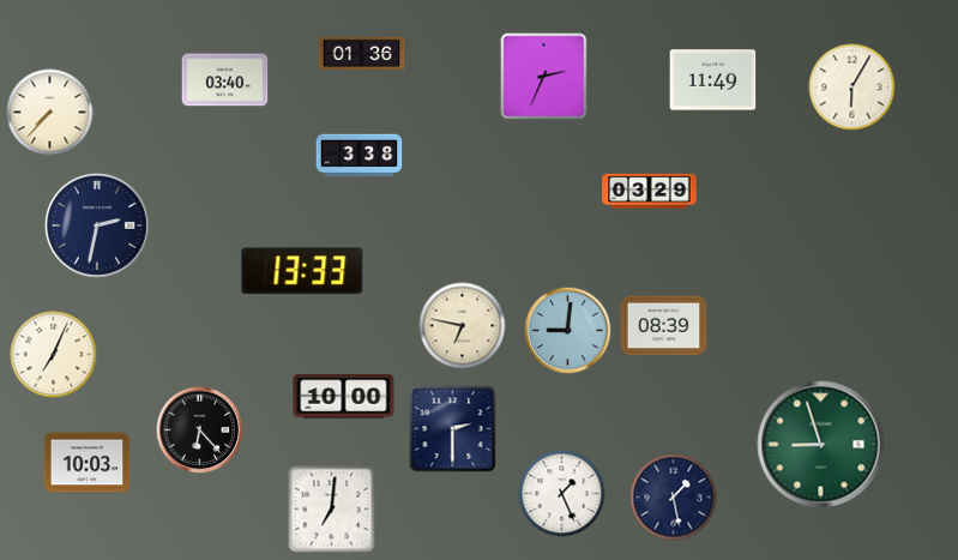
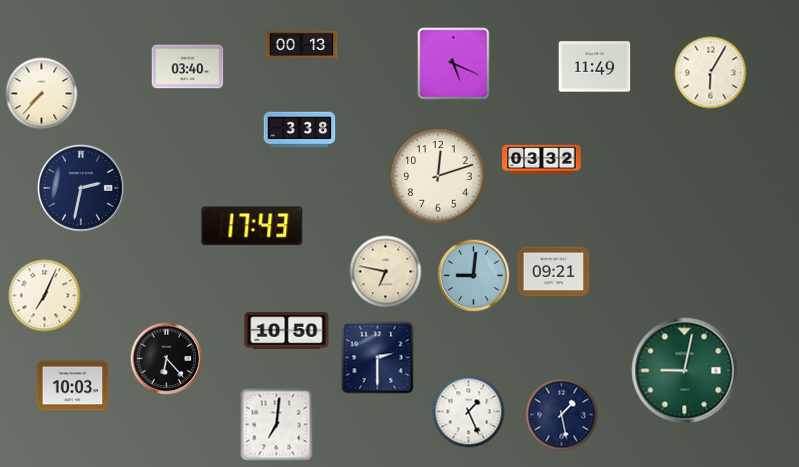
clock at (362, 53): 01:36 -> 00:13
clock at (544, 77): 2:34 -> 5:19
clock at (650, 191): 03:29 -> 03:32
clock at (438, 176): none -> 12:12
clock at (302, 271): 13:33 -> 17:43
clock at (664, 326): 08:39 -> 09:21
clock at (344, 397): 10:00 -> 10:50
clock at (821, 445): 8:57 -> 9:02
